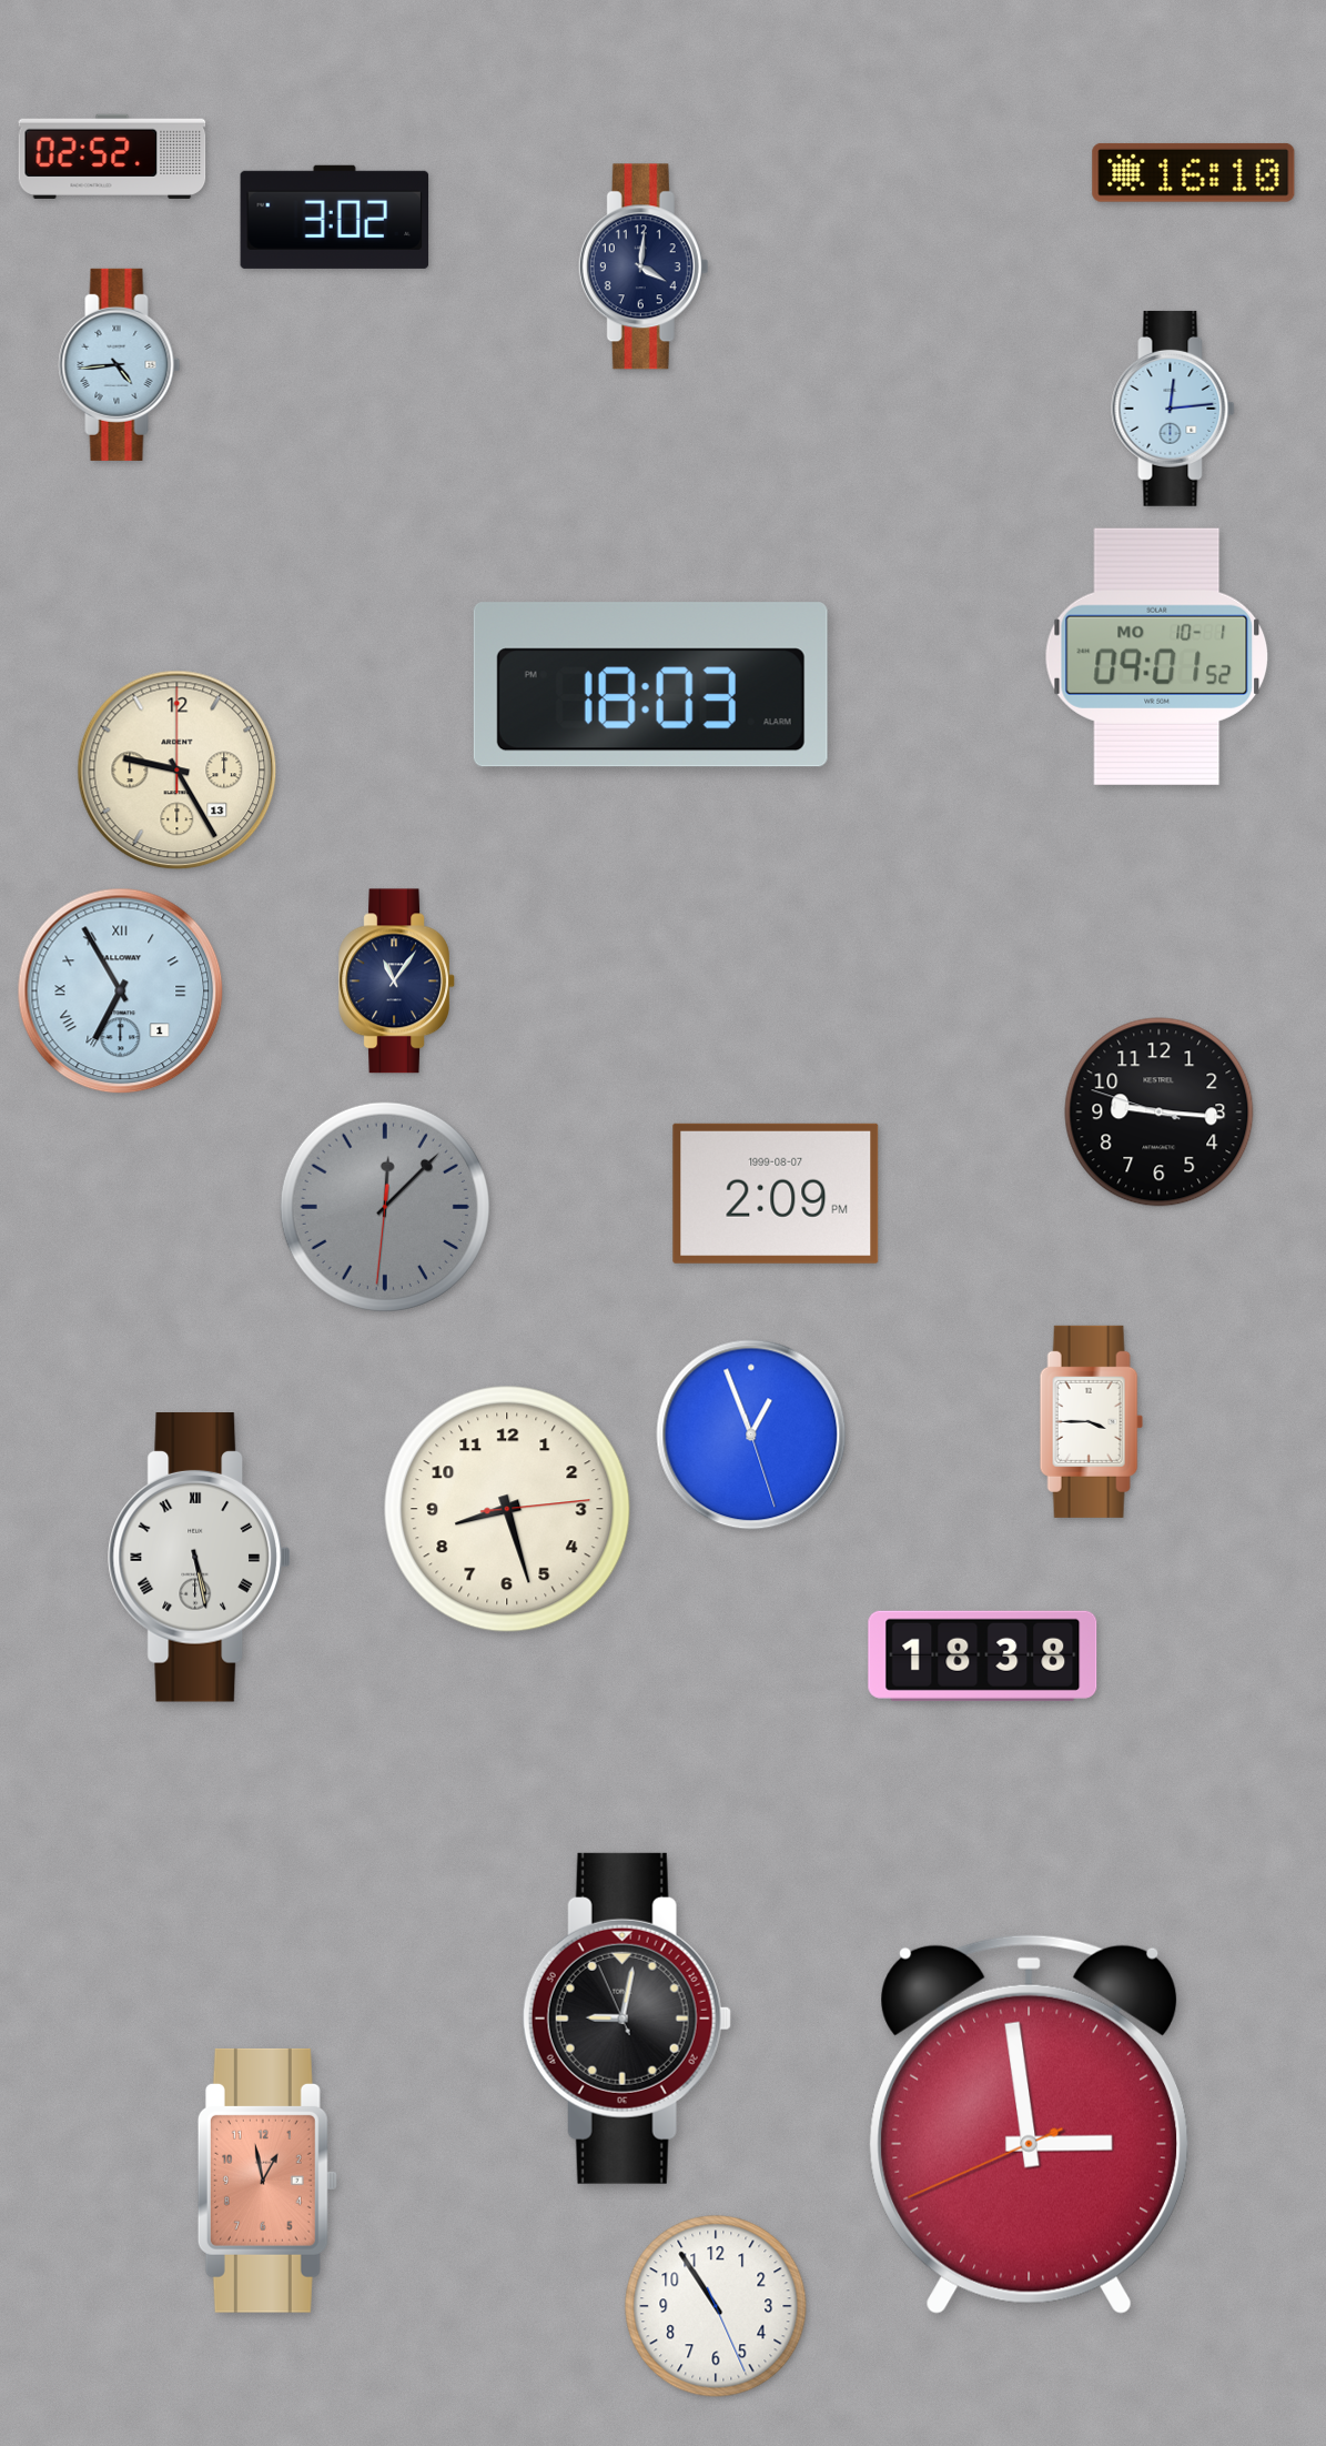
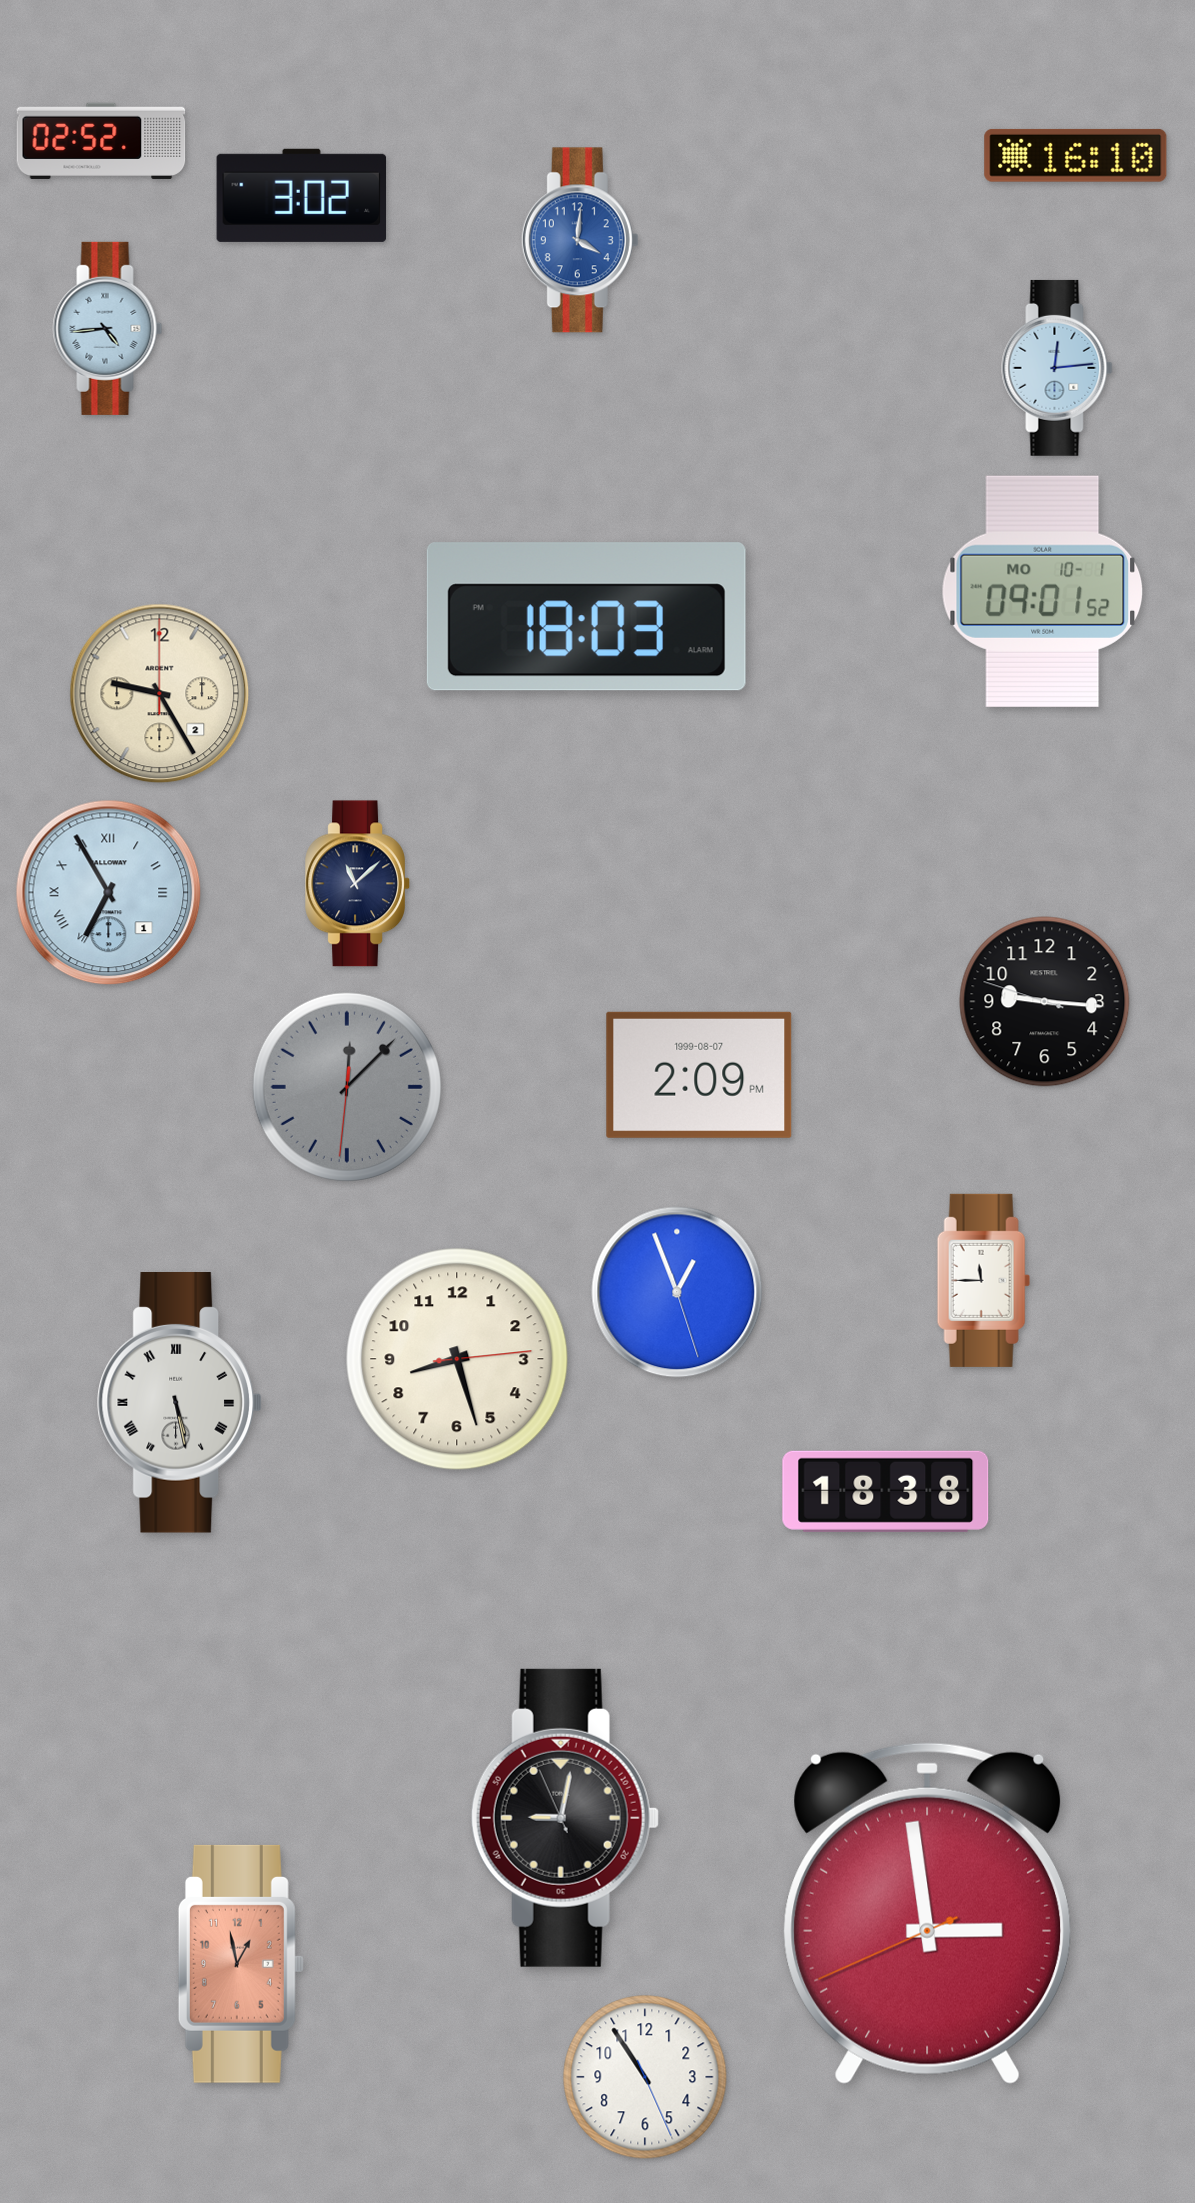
clock at (644, 266) dial: navy -> blue
clock at (178, 771) date: 13 -> 2
clock at (396, 982): 11:06 -> 11:08
clock at (1091, 1421): 3:45 -> 11:45
